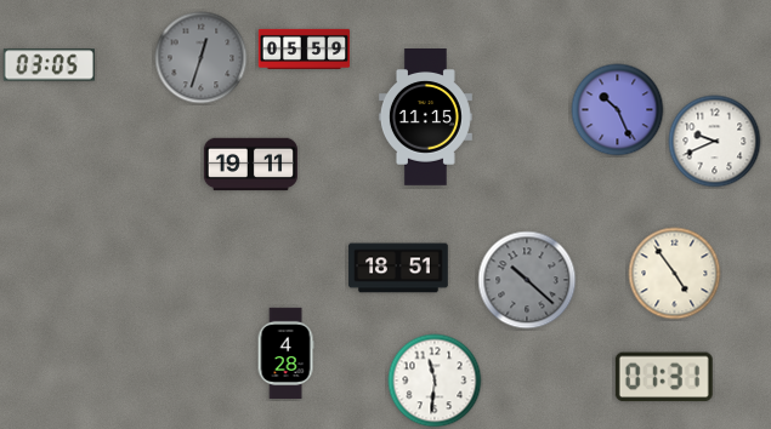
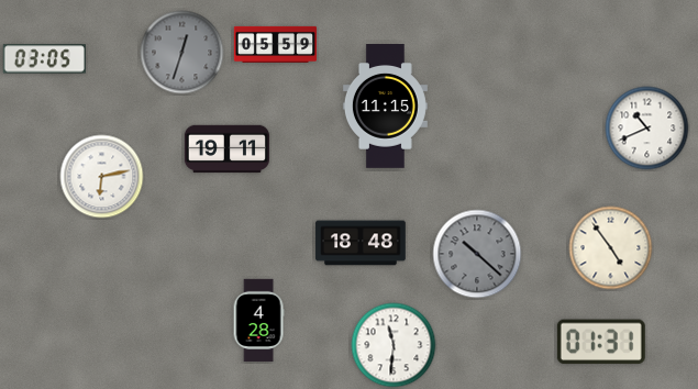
clock at (618, 110): 10:26 -> none
clock at (715, 142): 9:41 -> 10:41
clock at (102, 177): none -> 6:13
clock at (398, 268): 18:51 -> 18:48
